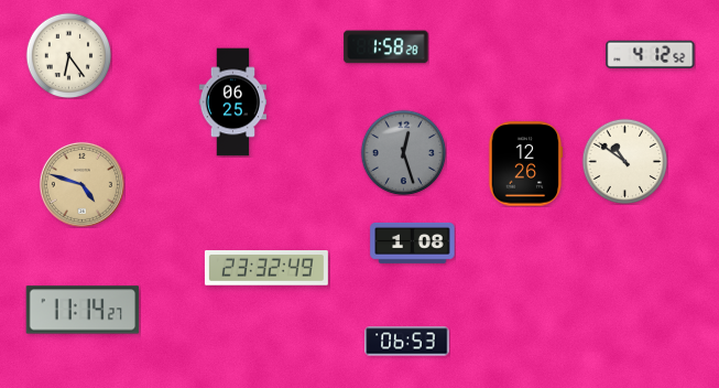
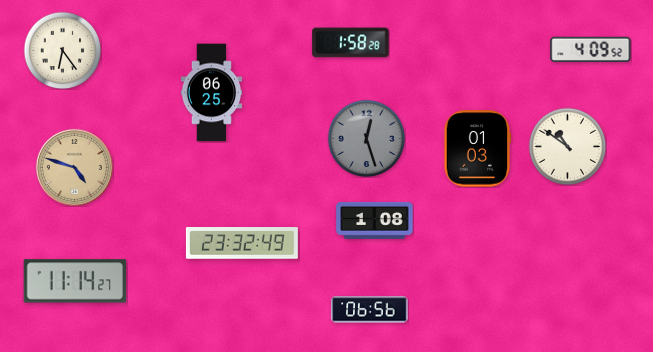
clock at (651, 54): 4:12 -> 4:09
clock at (525, 164): 12:26 -> 01:03
clock at (407, 342): 06:53 -> 06:56
